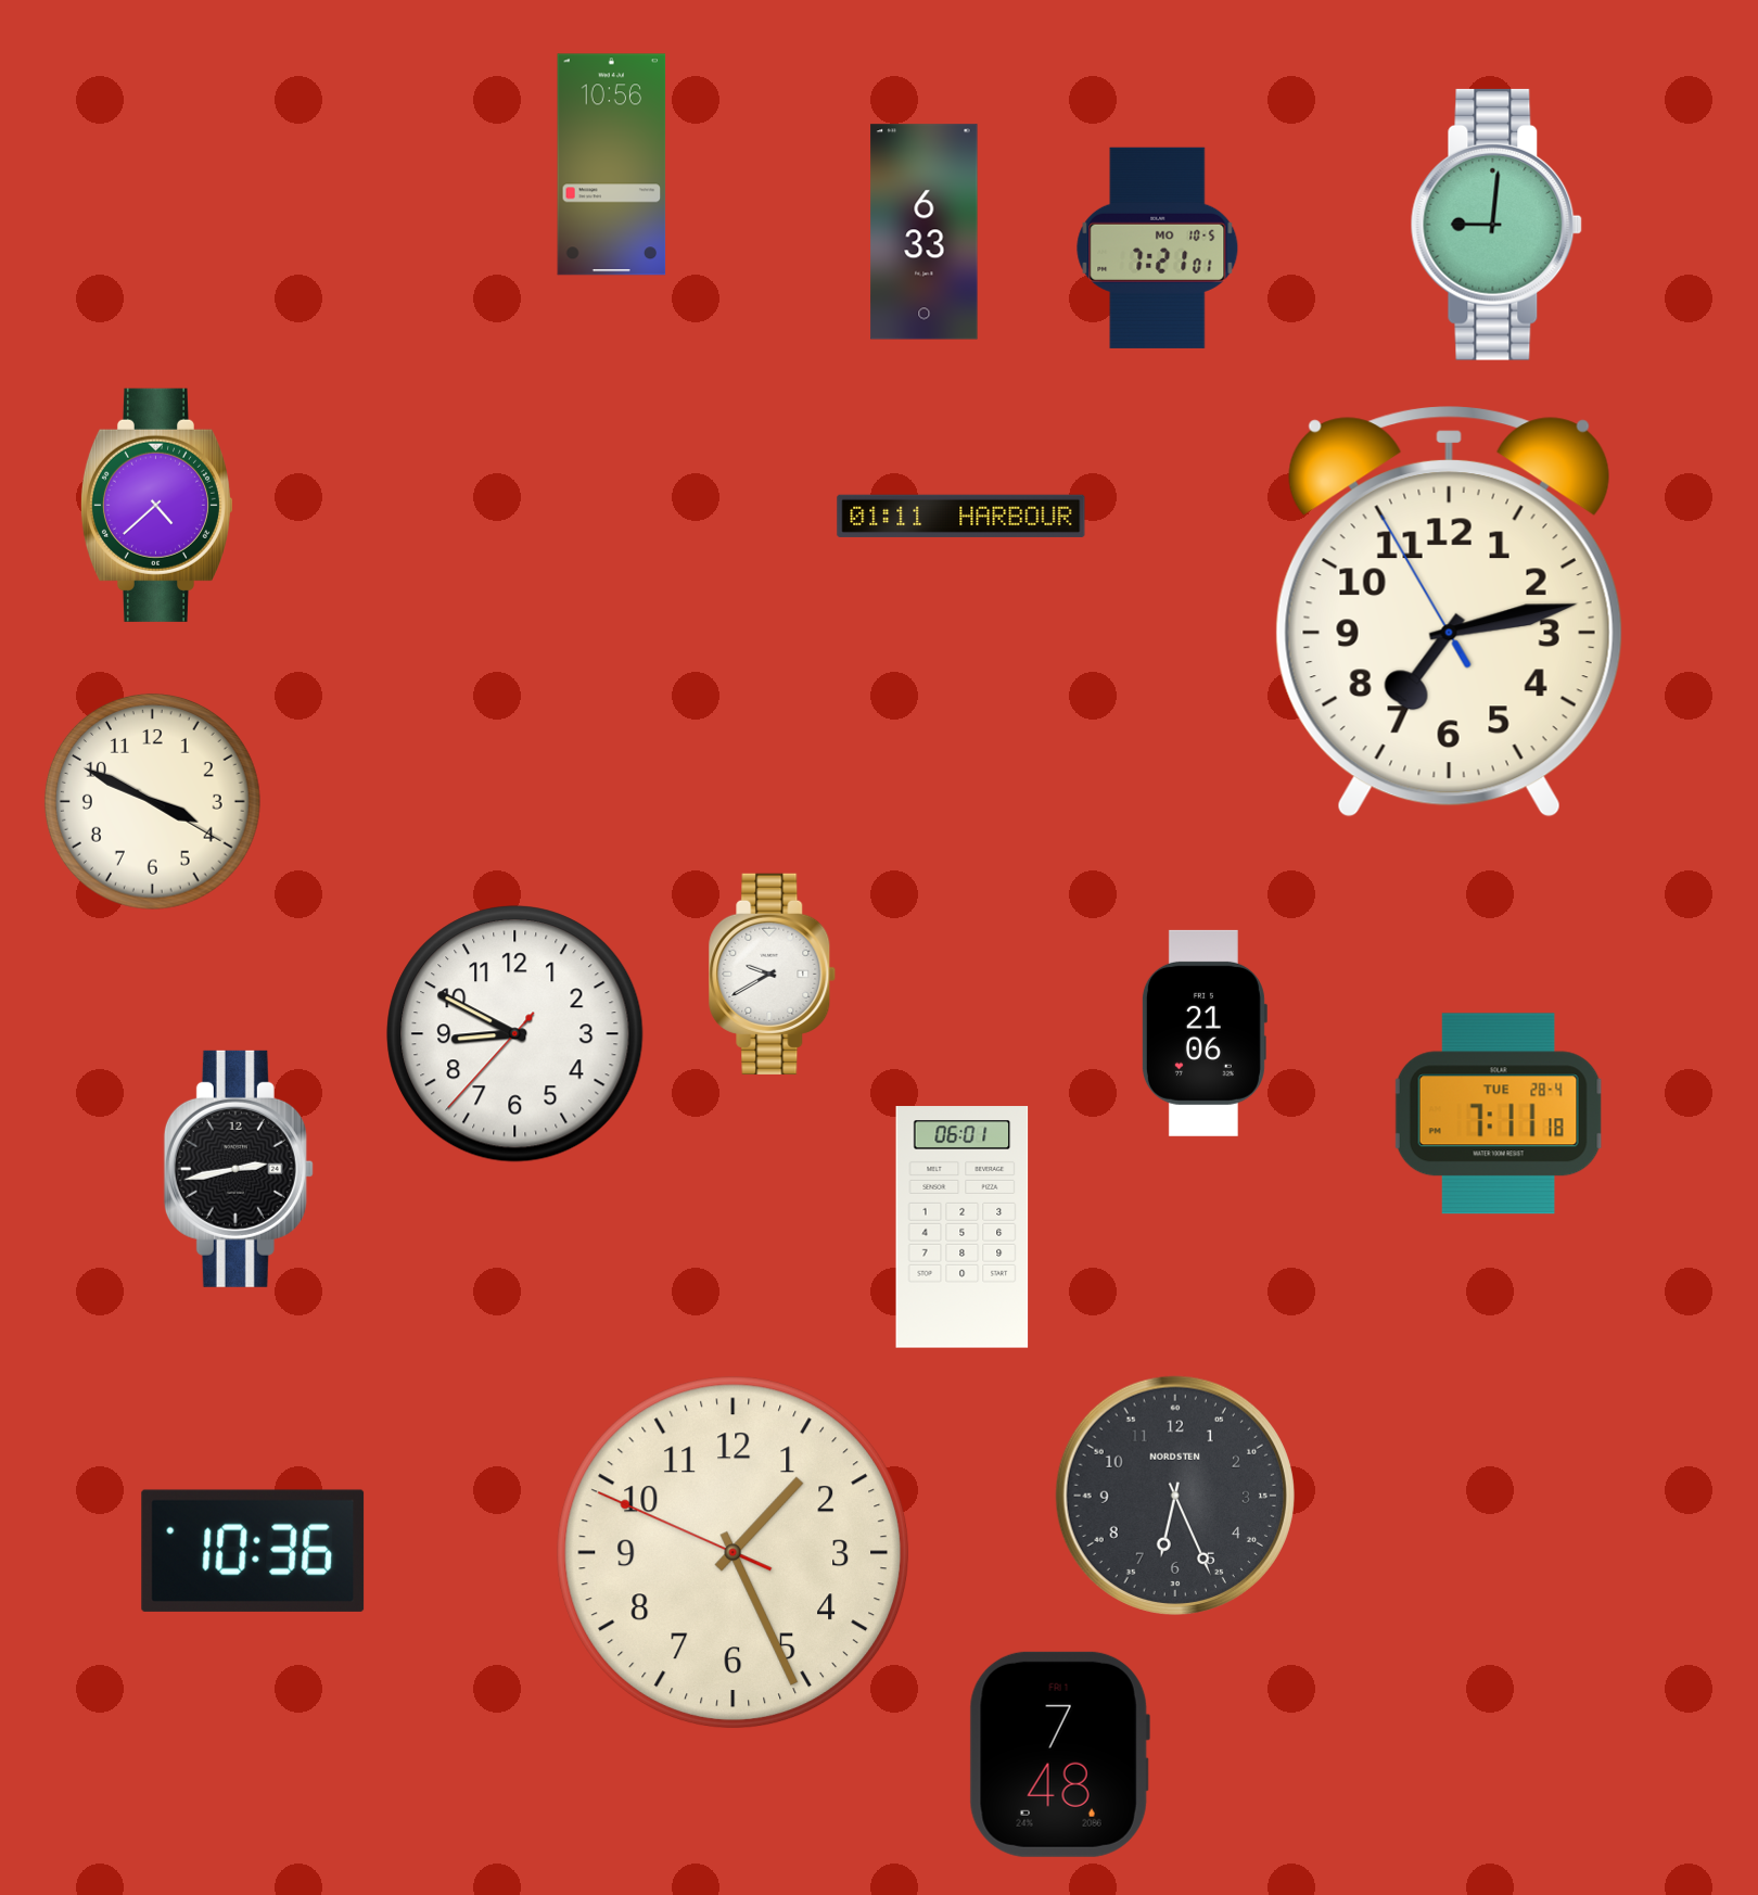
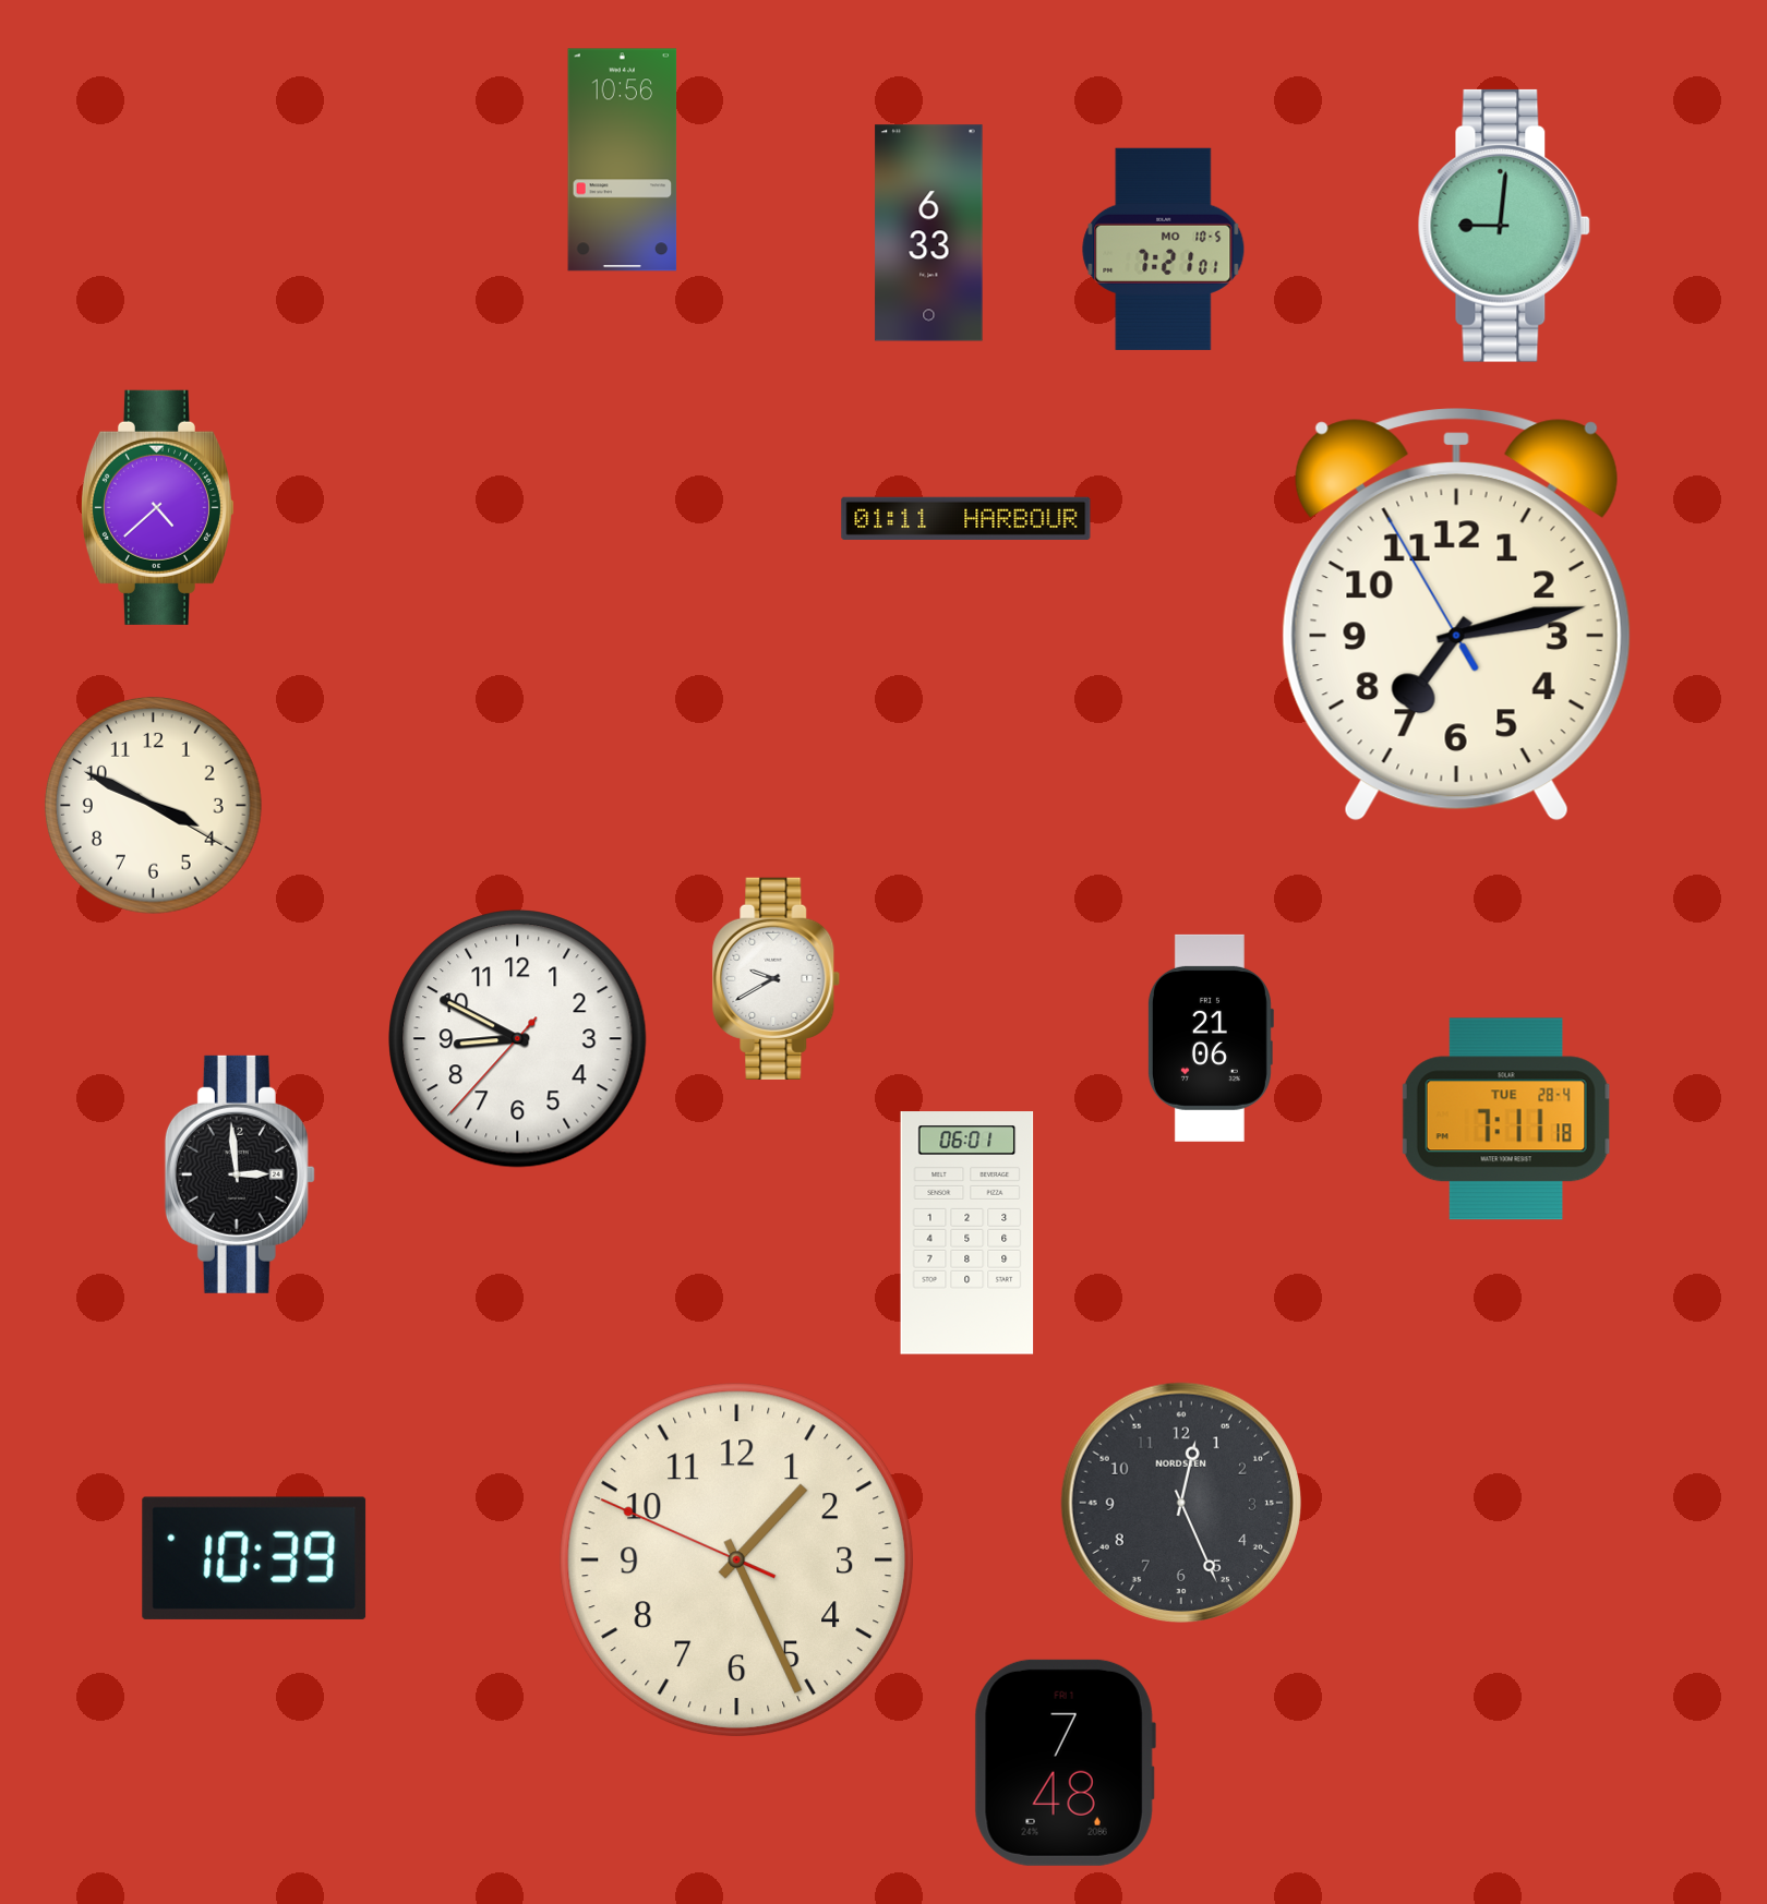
clock at (612, 165) position: (612, 165) -> (623, 160)
clock at (239, 1169): 2:43 -> 2:59
clock at (1175, 1496): 6:26 -> 12:26
clock at (253, 1551): 10:36 -> 10:39
